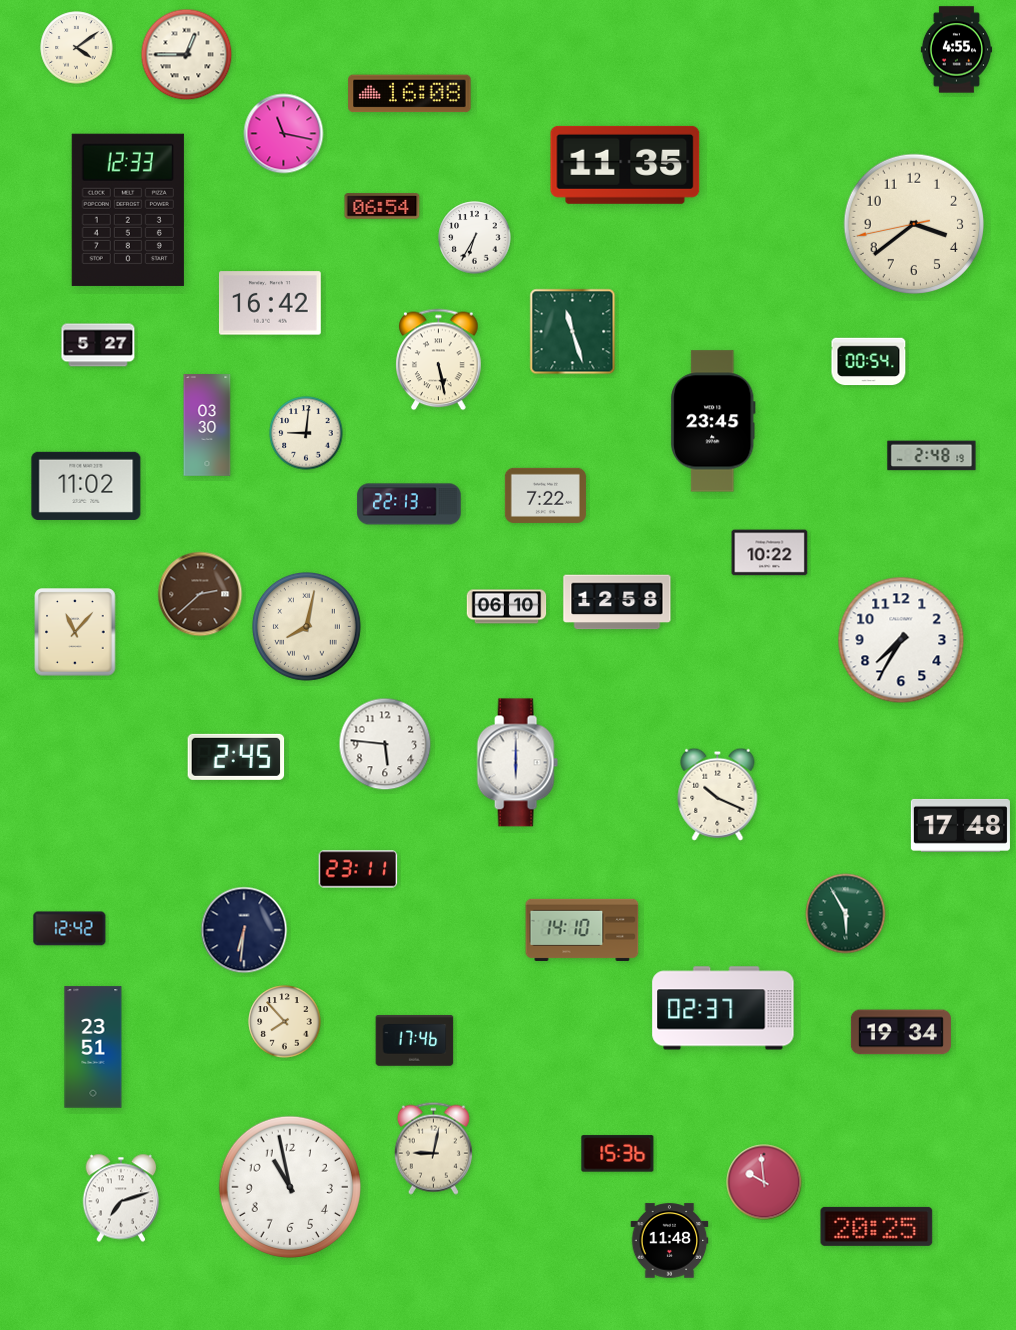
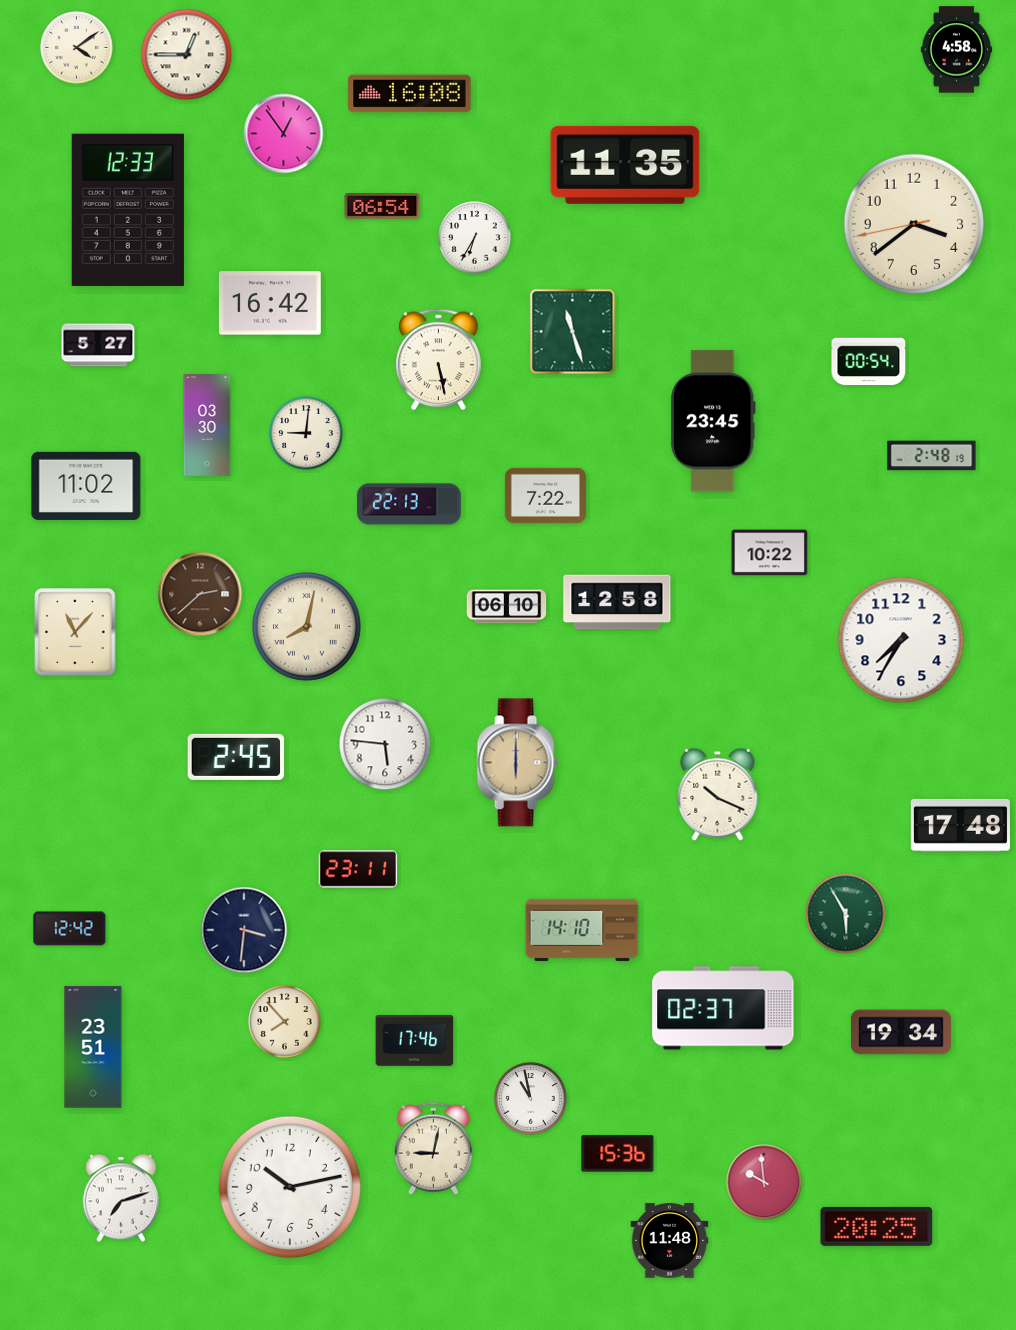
clock at (957, 50): 4:55 -> 4:58
clock at (284, 134): 11:17 -> 12:54
clock at (517, 763) dial: white -> champagne
clock at (244, 930): 6:31 -> 3:31
clock at (531, 1099): none -> 10:58
clock at (290, 1187): 10:58 -> 10:13
